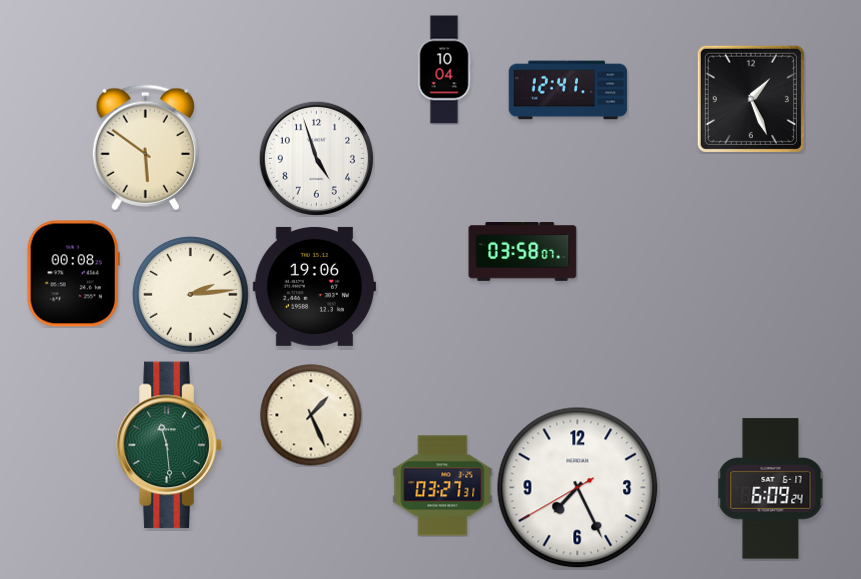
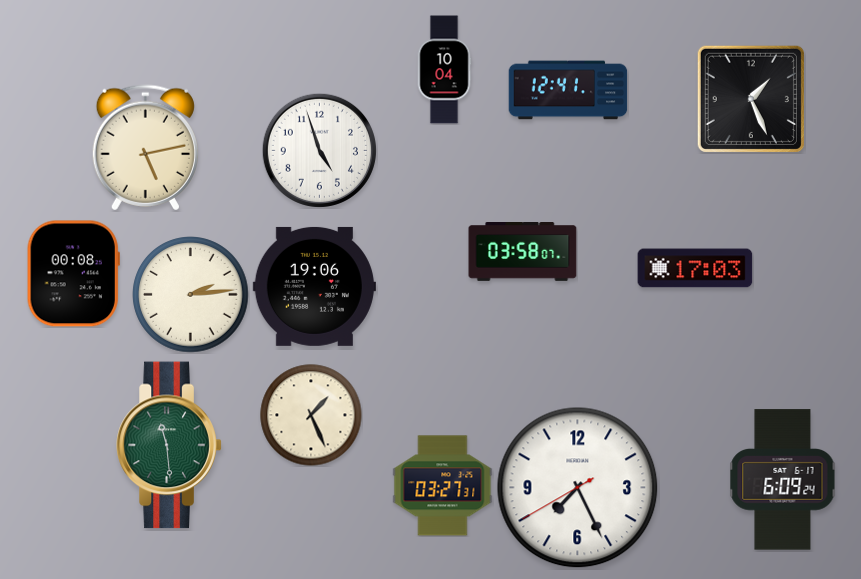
clock at (145, 148): 5:51 -> 5:13
clock at (316, 158) position: (316, 158) -> (319, 150)
clock at (695, 268): none -> 17:03
clock at (771, 489) position: (771, 489) -> (783, 480)
